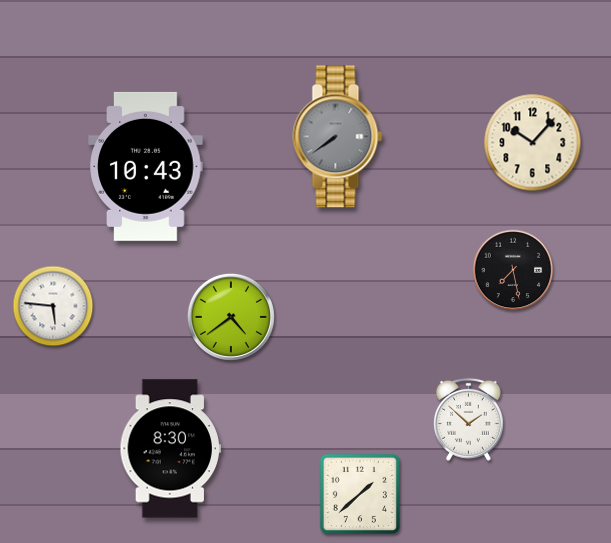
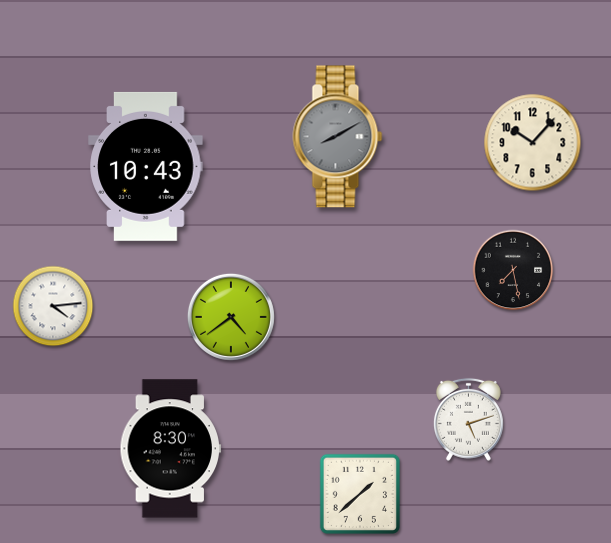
clock at (338, 137): 7:39 -> 8:10
clock at (53, 306): 5:46 -> 4:14
clock at (468, 419): 1:52 -> 5:12
